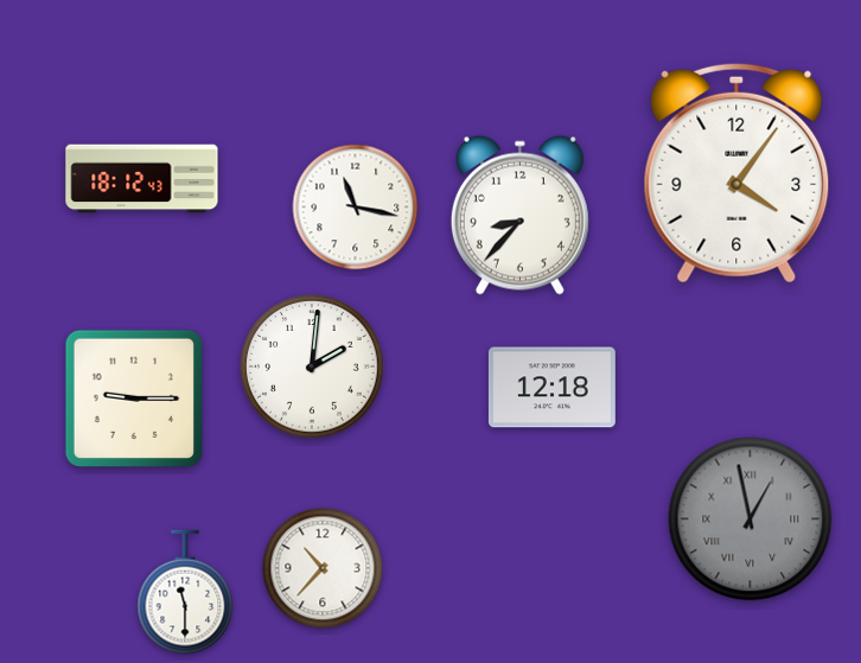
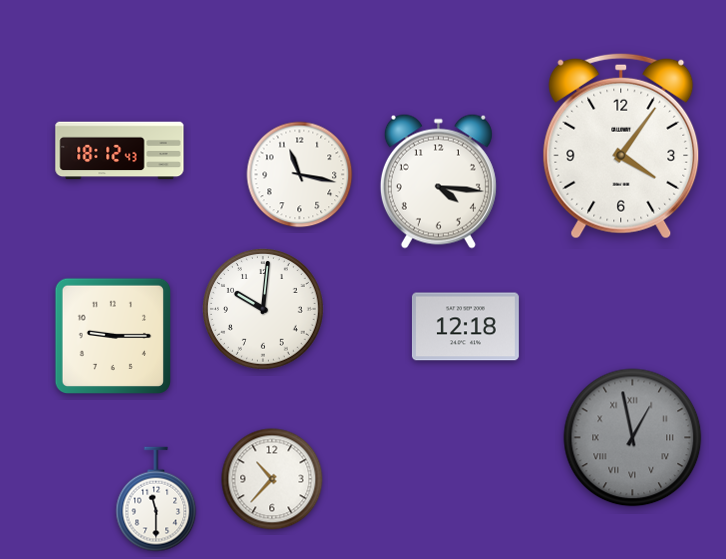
clock at (519, 215): 8:37 -> 4:16
clock at (313, 368): 2:01 -> 10:01
